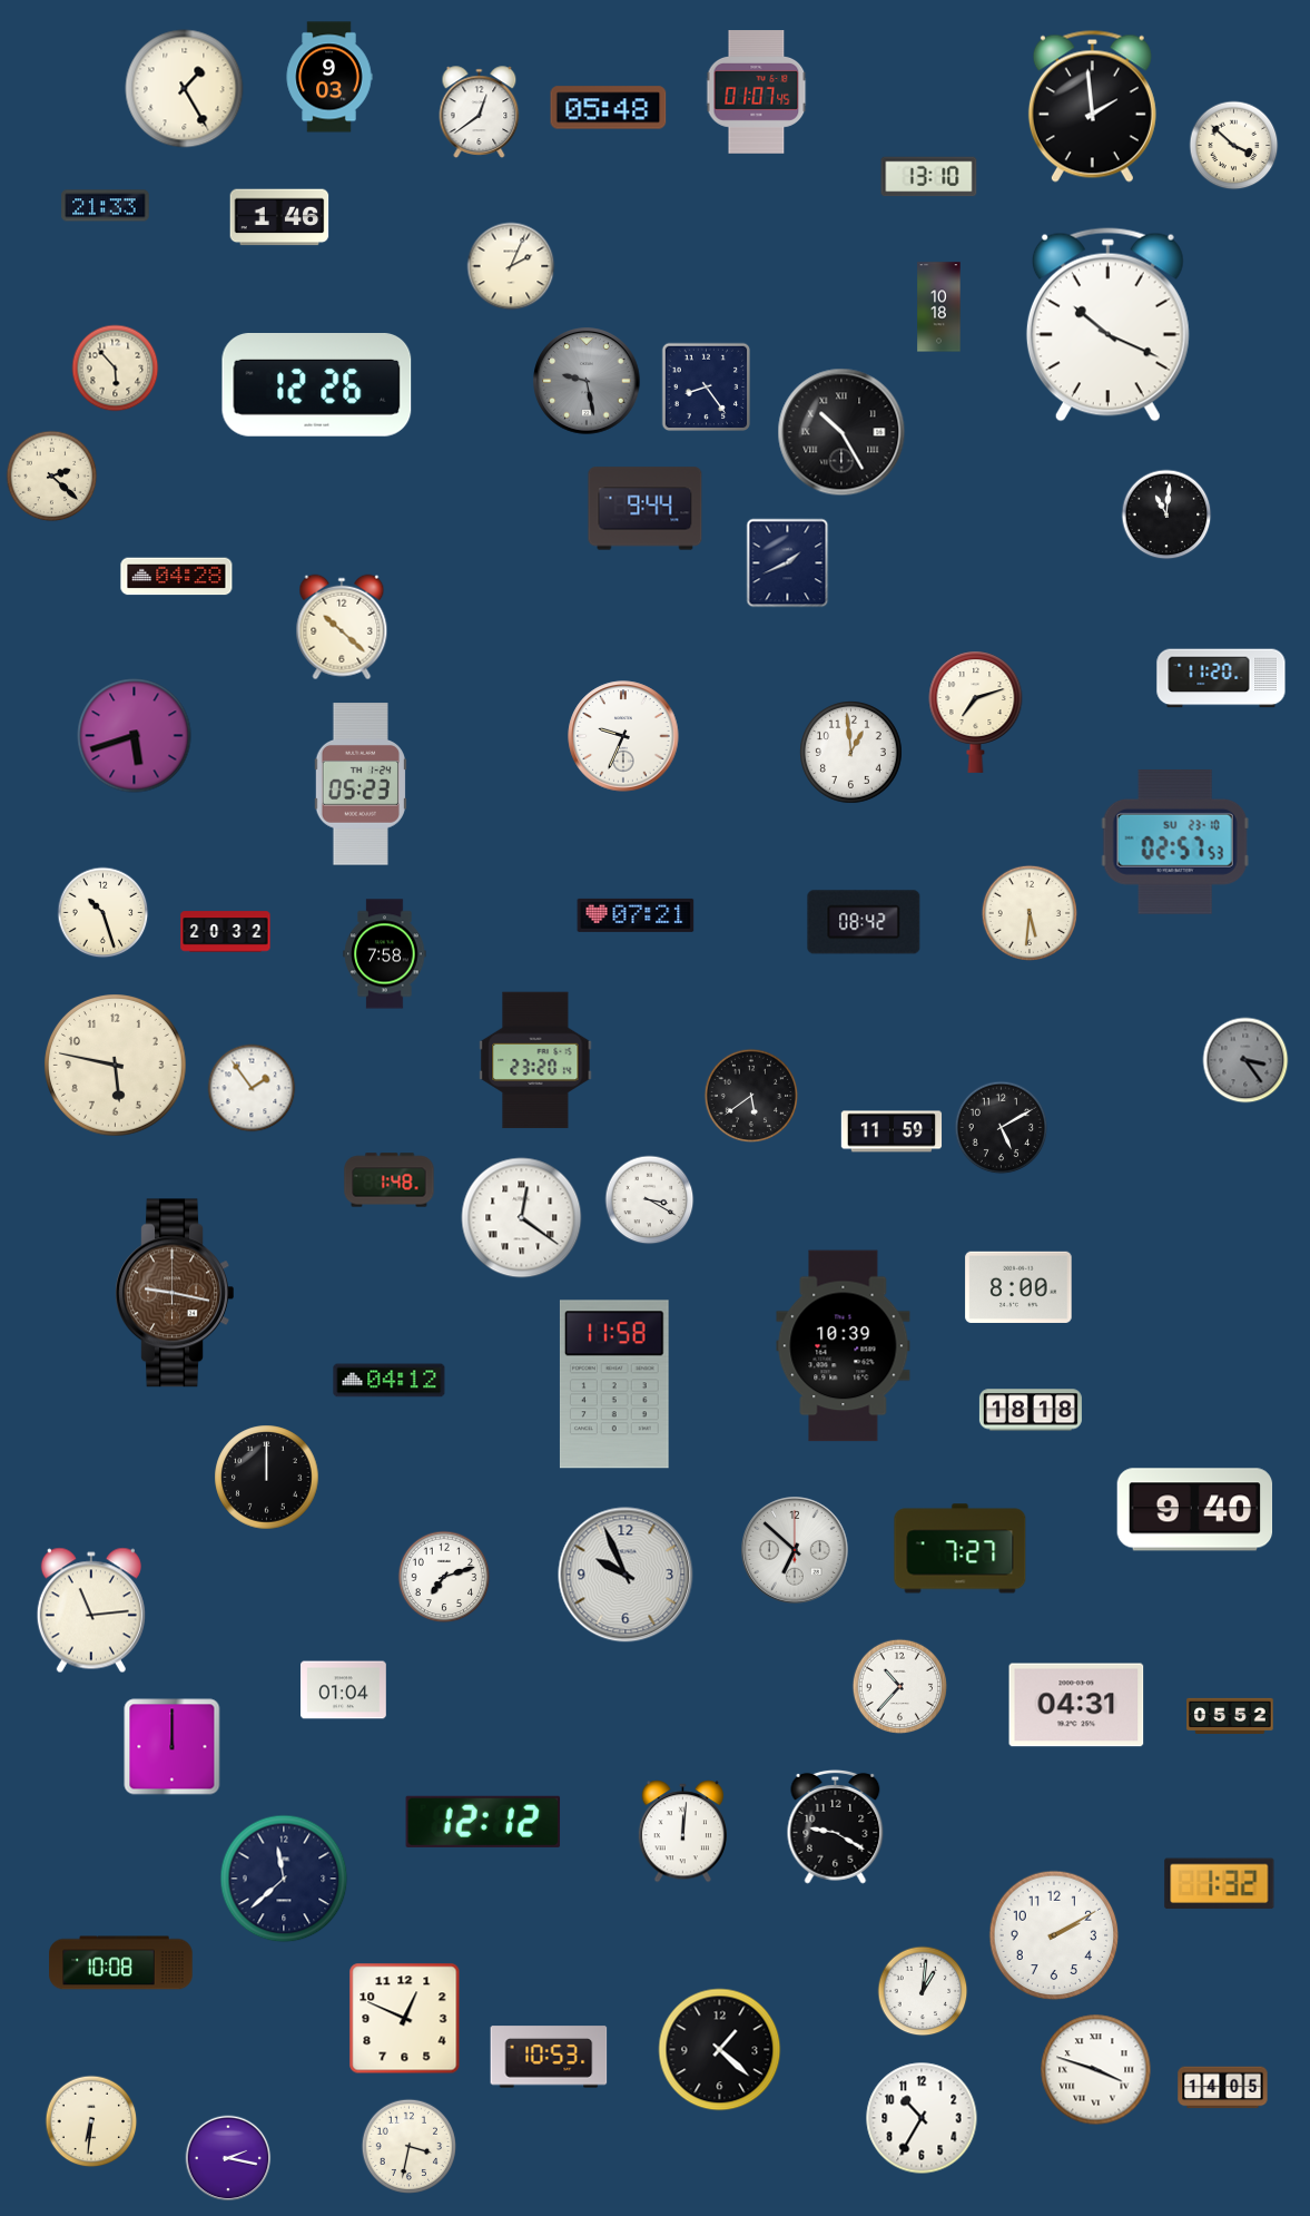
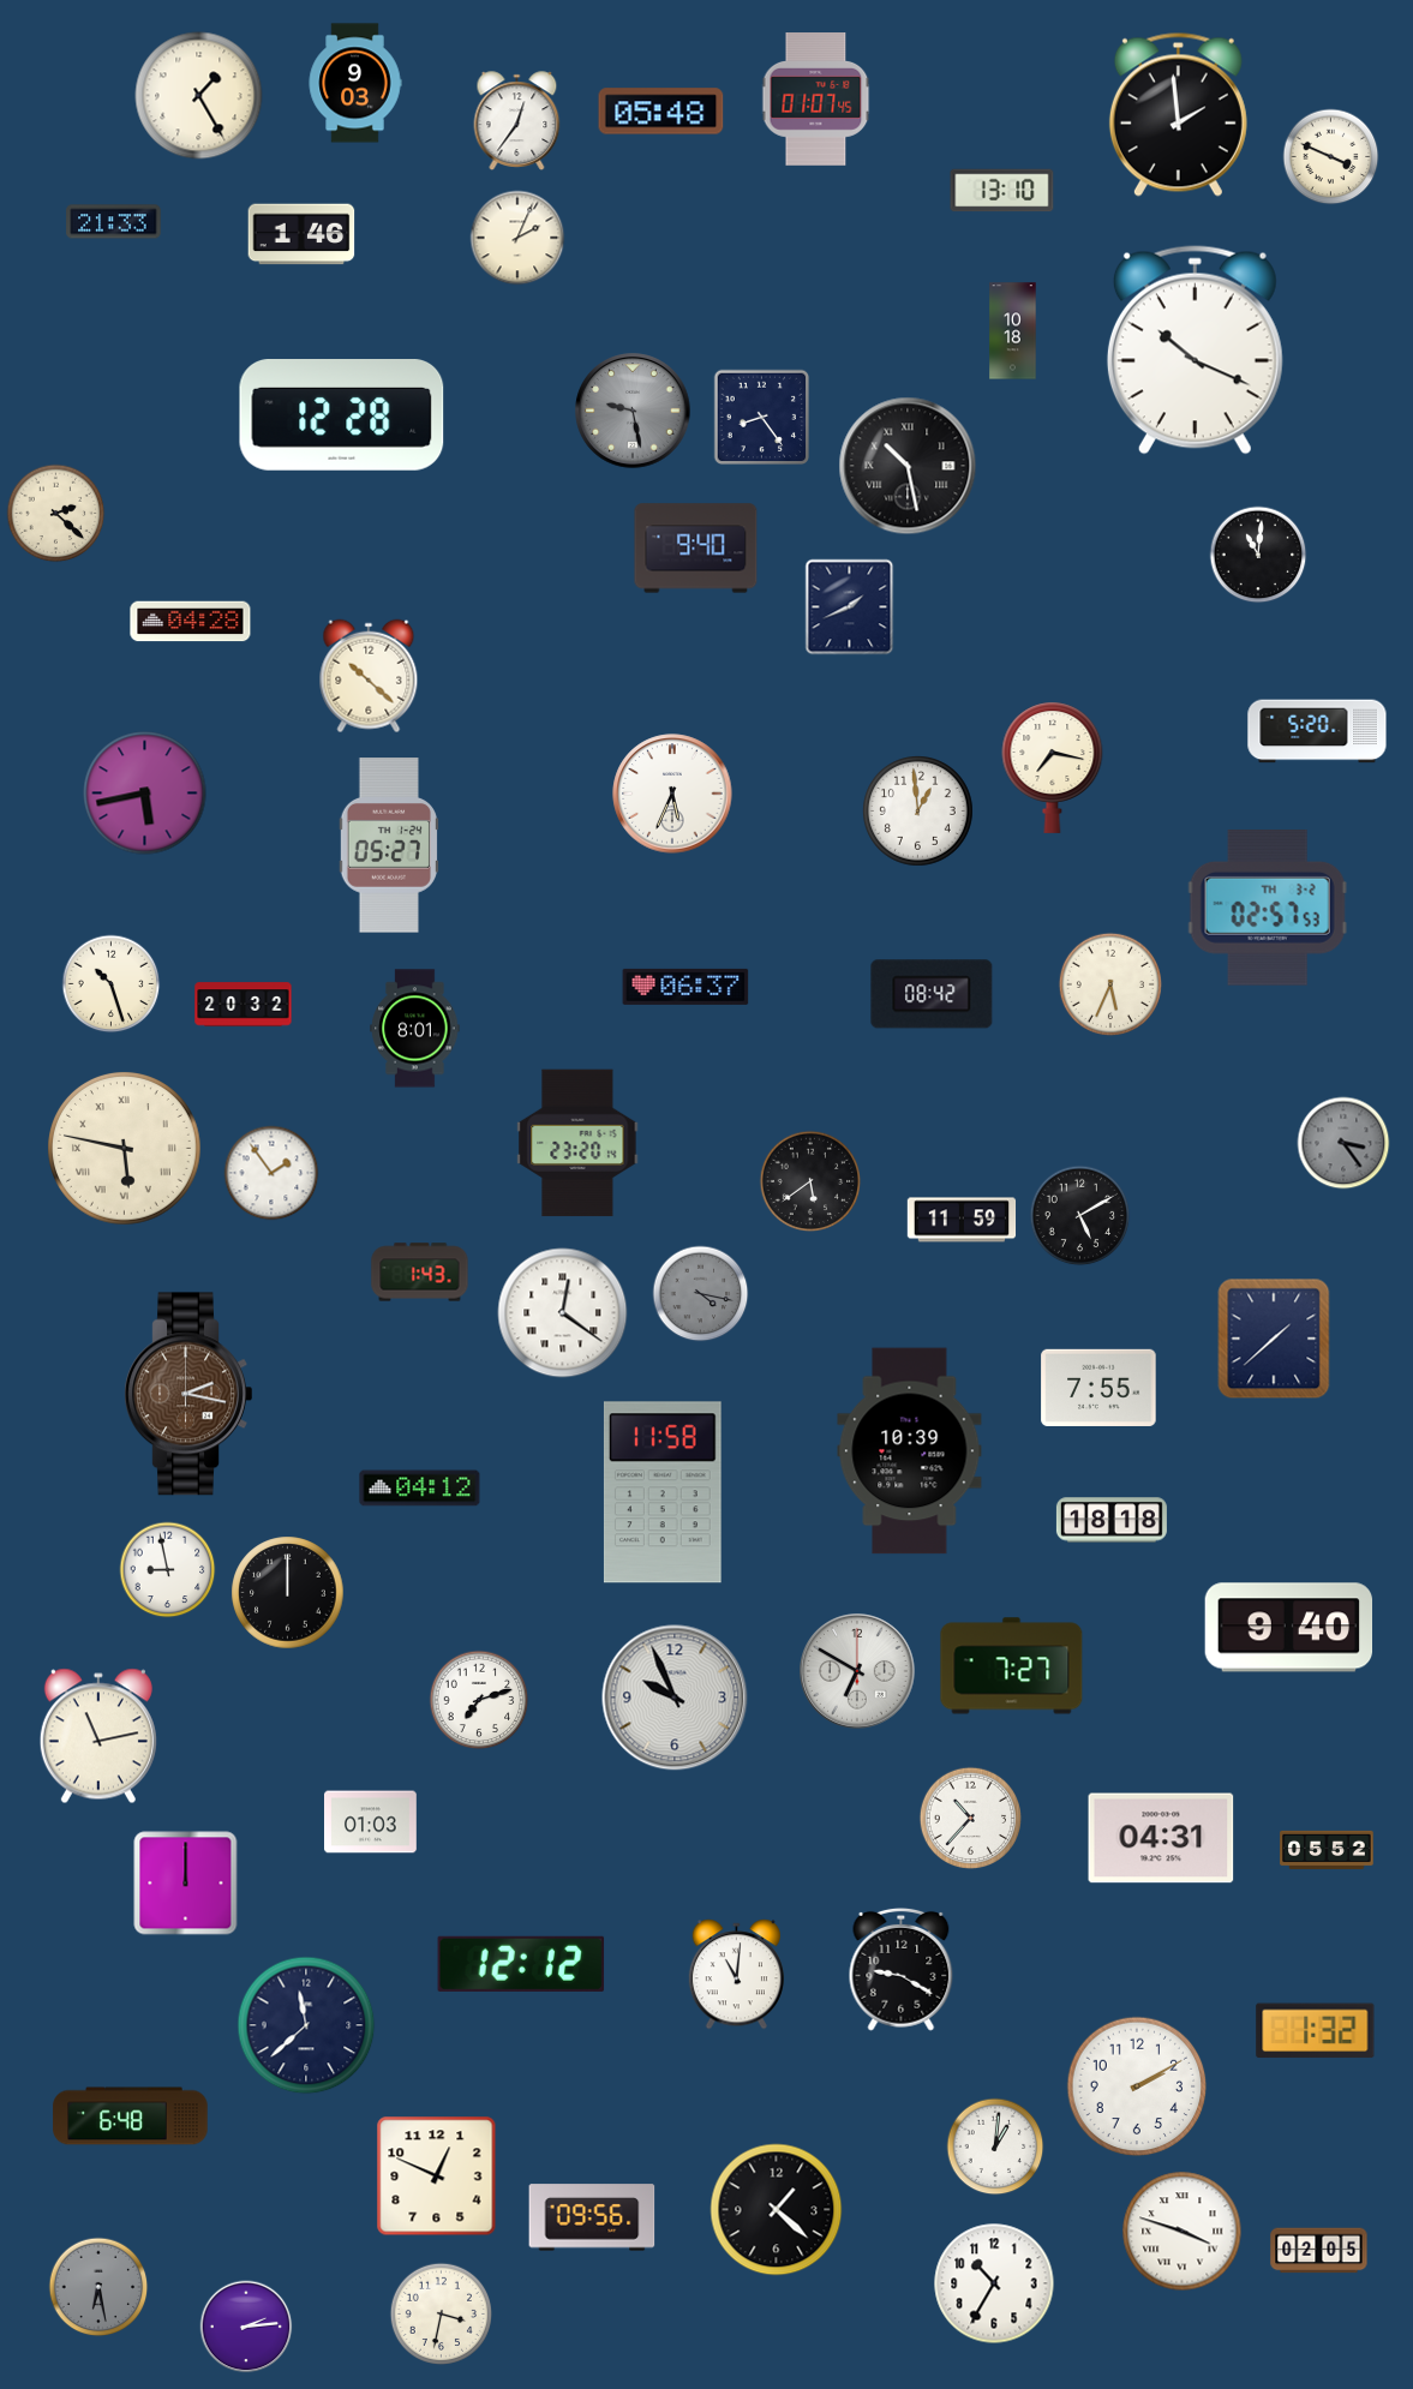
clock at (609, 108) position: (609, 108) -> (661, 112)
clock at (480, 112): 12:39 -> 12:36
clock at (1234, 146): 3:52 -> 3:49
clock at (511, 266) position: (511, 266) -> (517, 238)
clock at (116, 369): 5:53 -> none
clock at (317, 385): 12:26 -> 12:28
clock at (841, 432): 10:25 -> 10:28
clock at (646, 509): 9:44 -> 9:40
clock at (1221, 678): 11:20 -> 5:20
clock at (976, 712): 7:12 -> 7:17
clock at (135, 736): 5:42 -> 5:43
clock at (623, 736): 9:34 -> 5:34
clock at (361, 784): 05:23 -> 05:27
clock at (1175, 843) date: SU 23-10 -> TH 3-2
clock at (1030, 913): 5:31 -> 5:34
clock at (636, 915): 07:21 -> 06:37
clock at (385, 954): 7:58 -> 8:01
clock at (116, 1066) numerals: Arabic -> Roman
clock at (390, 1180): 1:48 -> 1:43
clock at (650, 1200): 3:20 -> 4:17
clock at (650, 1200) dial: white -> grey
clock at (1274, 1339): none -> 1:38
clock at (1018, 1287): 8:00 -> 7:55
clock at (175, 1293): 9:17 -> 2:17
clock at (168, 1570): none -> 8:58
clock at (961, 1549) position: (961, 1549) -> (1012, 1666)
clock at (795, 1550): 6:52 -> 6:50
clock at (91, 1610): 11:14 -> 11:13
clock at (344, 1690): 01:04 -> 01:03
clock at (682, 1832): 12:01 -> 11:01
clock at (121, 1963): 10:08 -> 6:48
clock at (549, 2057): 10:53 -> 09:56
clock at (1223, 2088): 14:05 -> 02:05
clock at (91, 2121): 6:31 -> 6:28
clock at (91, 2121) dial: cream -> grey
clock at (228, 2158): 2:17 -> 2:14
